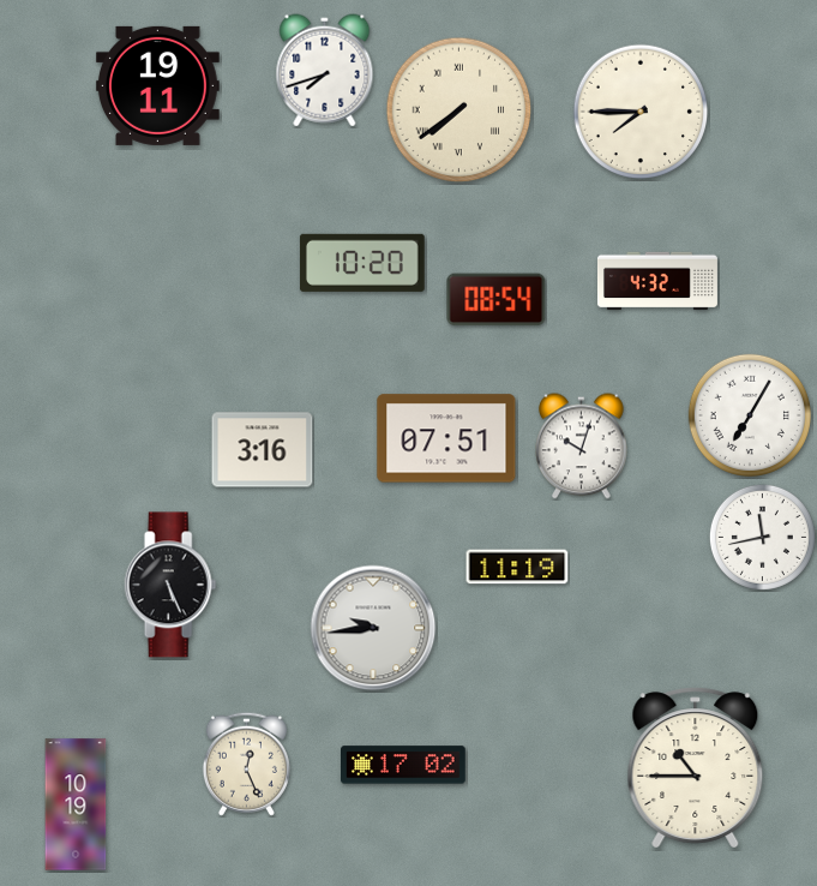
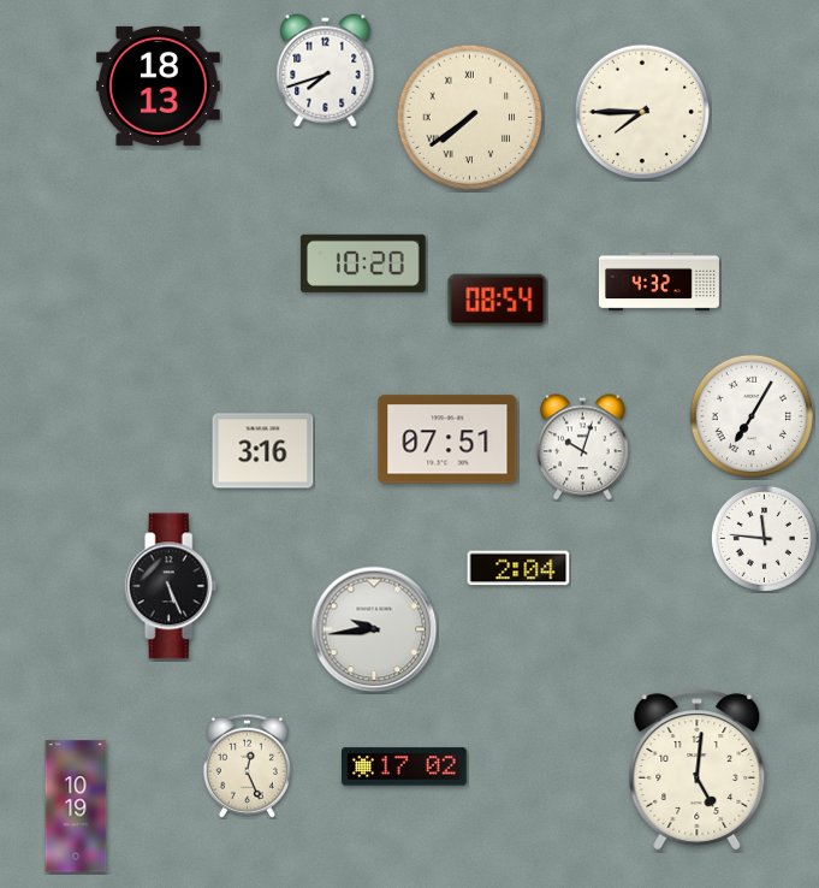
clock at (158, 85): 19:11 -> 18:13
clock at (459, 110) position: (459, 110) -> (470, 118)
clock at (762, 537): 11:43 -> 11:46
clock at (517, 567): 11:19 -> 2:04
clock at (696, 768): 10:45 -> 5:01
